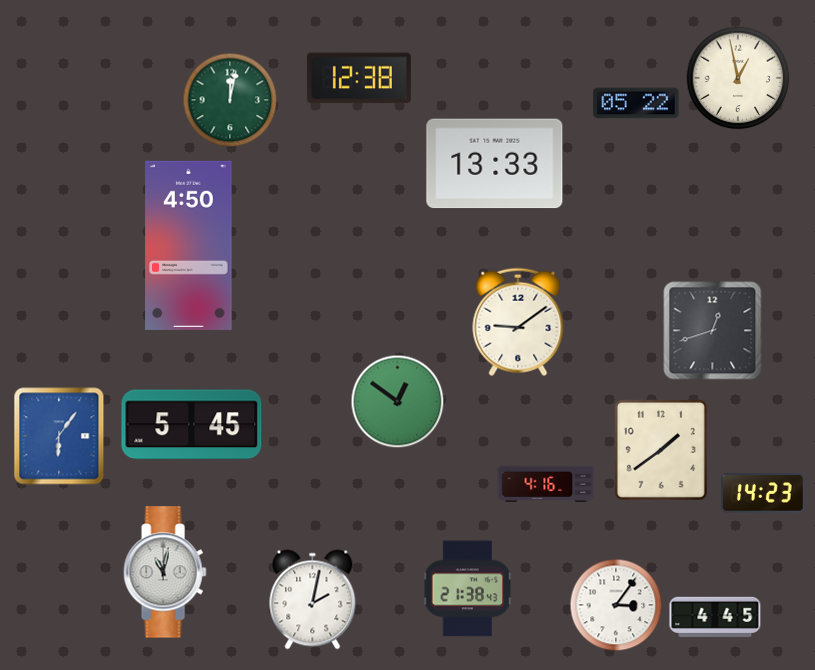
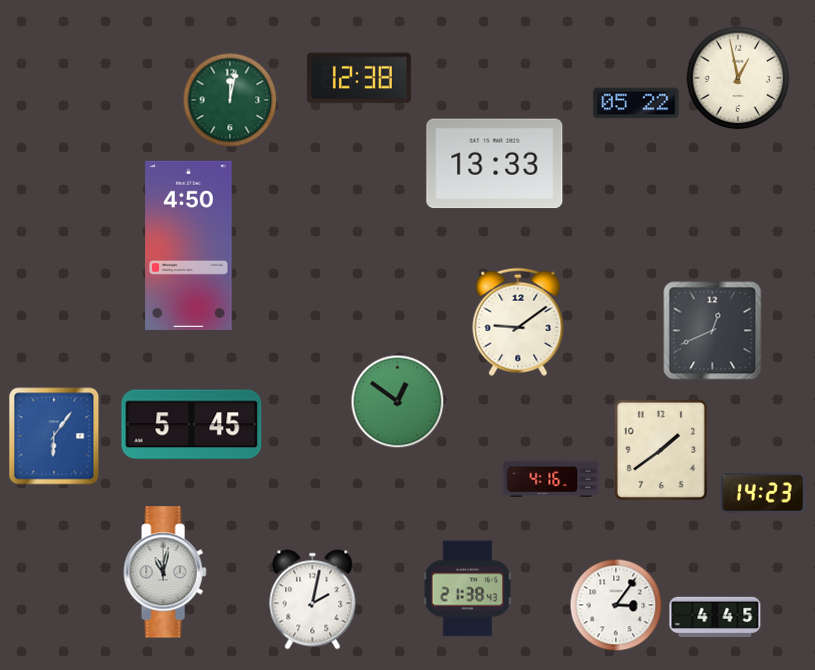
clock at (713, 331): 12:42 -> 12:41
clock at (59, 436) position: (59, 436) -> (54, 436)
clock at (546, 483) position: (546, 483) -> (551, 478)
